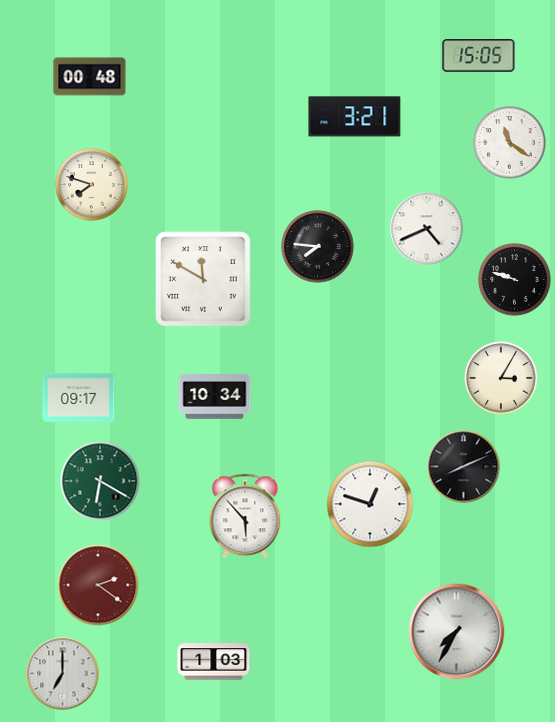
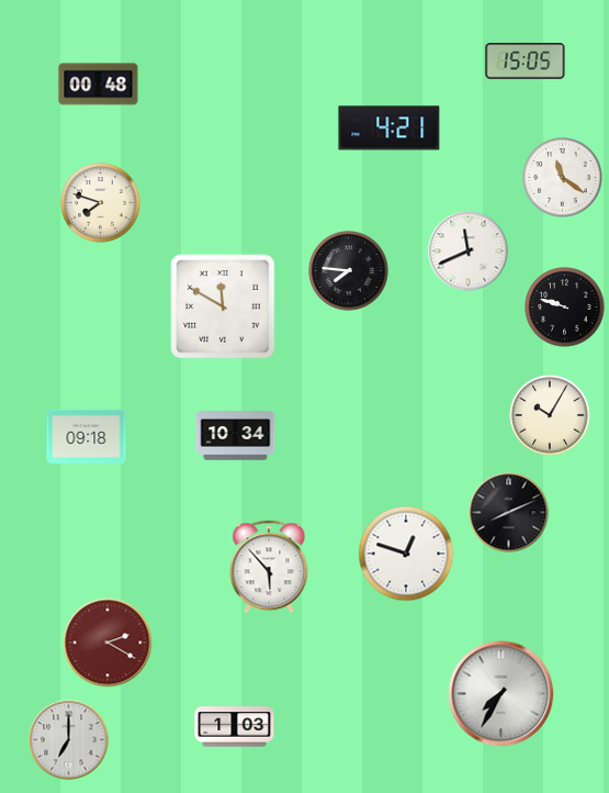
clock at (355, 117): 3:21 -> 4:21
clock at (510, 143) position: (510, 143) -> (563, 178)
clock at (427, 229): 4:41 -> 11:41
clock at (501, 378): 3:05 -> 10:05
clock at (79, 397): 09:17 -> 09:18
clock at (100, 481): 6:20 -> none
clock at (98, 585): 2:21 -> 2:20
